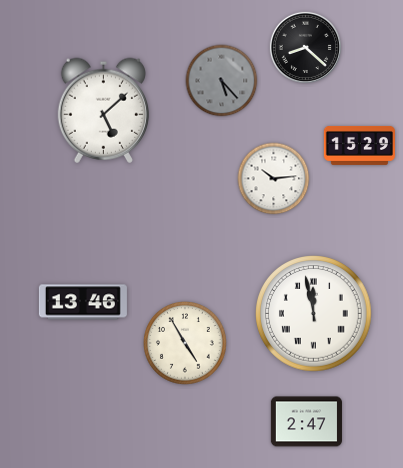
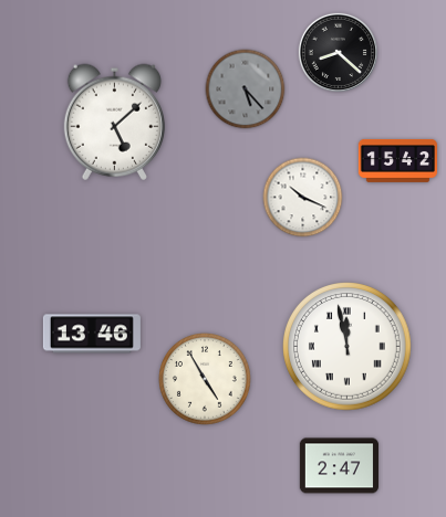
clock at (359, 145): 15:29 -> 15:42
clock at (274, 179): 10:14 -> 10:19
